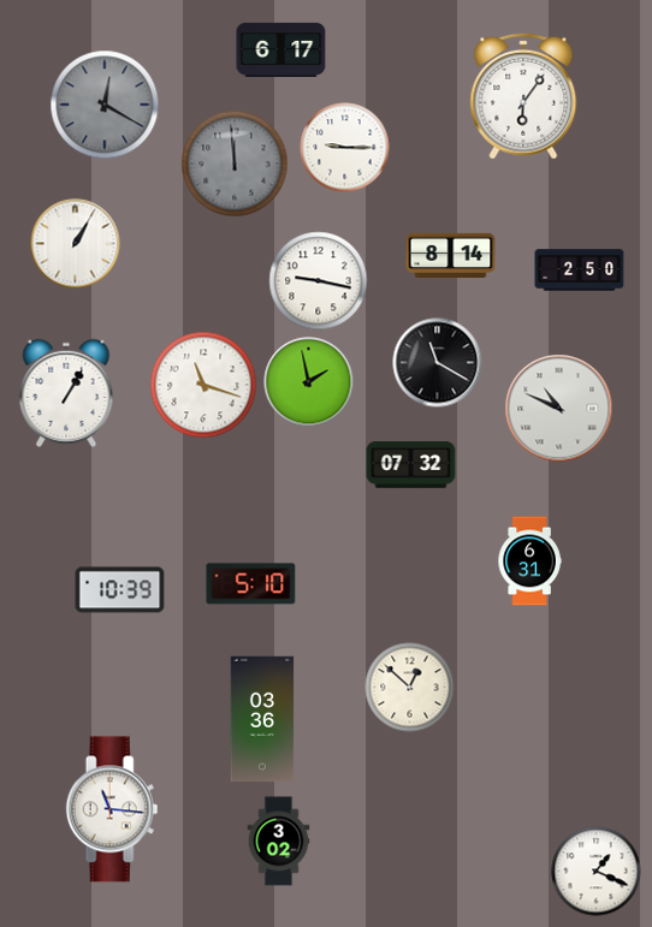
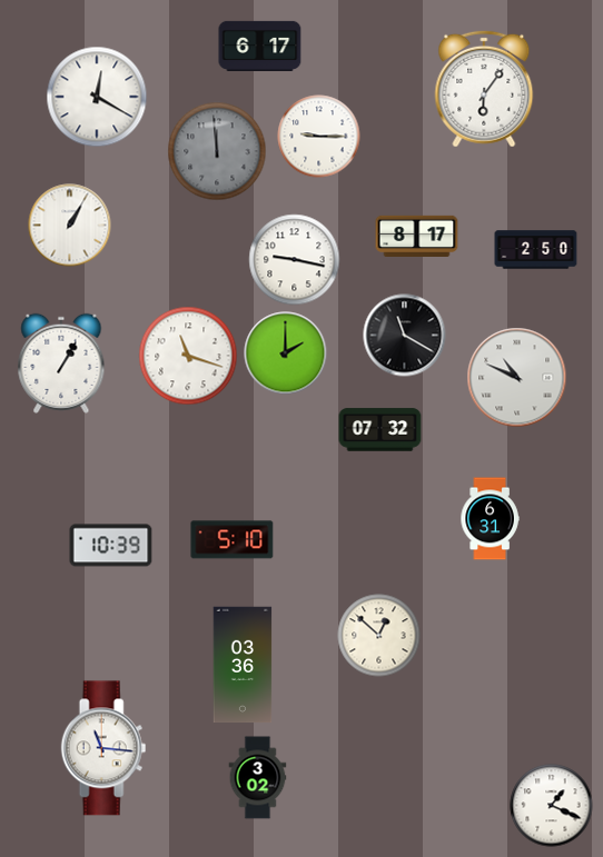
clock at (105, 105) dial: grey -> white
clock at (451, 255): 8:14 -> 8:17
clock at (309, 382): 1:58 -> 2:00
